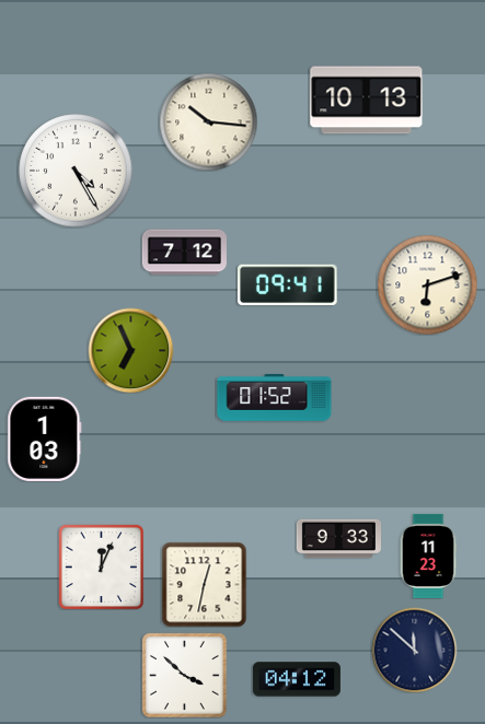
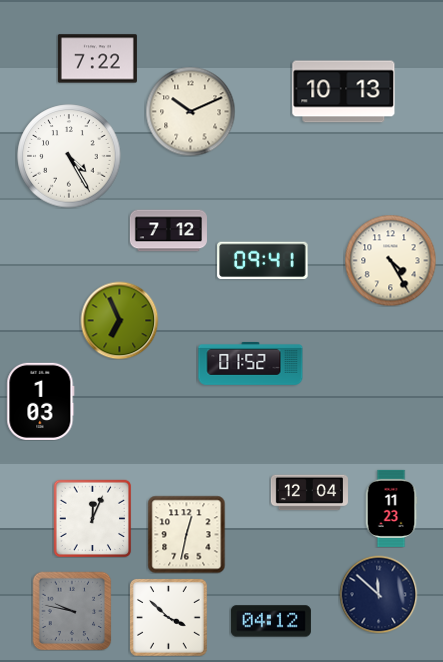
clock at (97, 59): none -> 7:22
clock at (367, 101) position: (367, 101) -> (344, 92)
clock at (208, 121): 10:16 -> 10:11
clock at (427, 284): 6:12 -> 4:25
clock at (338, 539): 9:33 -> 12:04
clock at (72, 611): none -> 9:47
